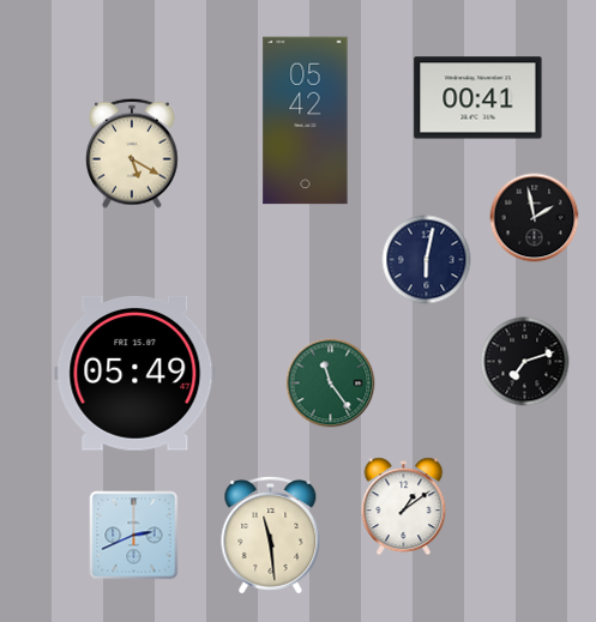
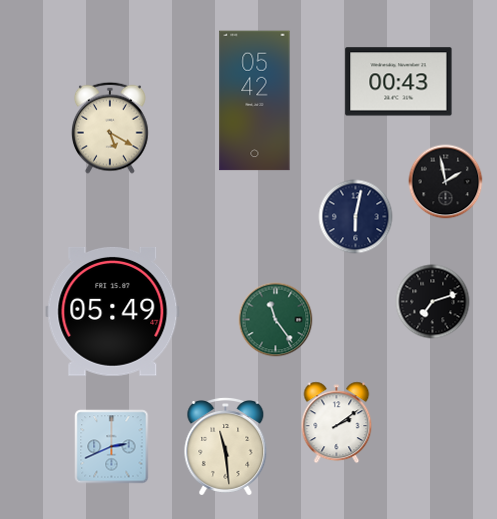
clock at (478, 98): 00:41 -> 00:43
clock at (525, 362) position: (525, 362) -> (433, 302)
clock at (404, 507): 1:09 -> 2:09
